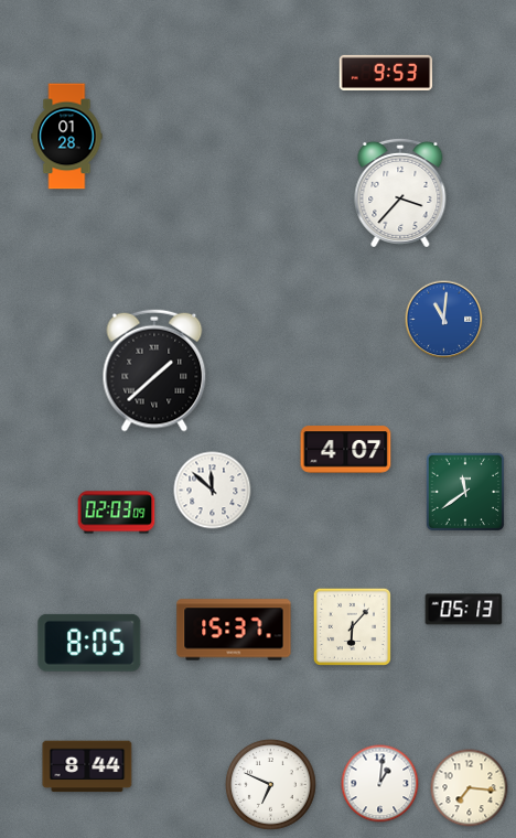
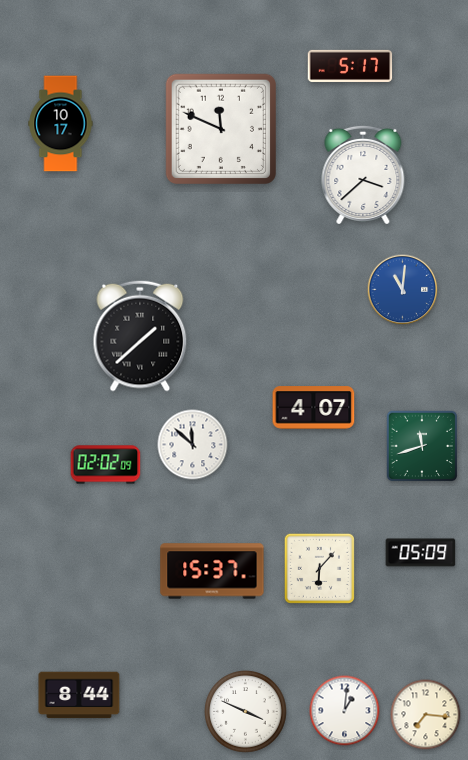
clock at (386, 73): 9:53 -> 5:17
clock at (67, 137): 01:28 -> 10:17
clock at (220, 128): none -> 11:49
clock at (400, 193): 3:37 -> 3:38
clock at (465, 492): 11:39 -> 11:42
clock at (117, 513): 02:03 -> 02:02
clock at (464, 610): 05:13 -> 05:09
clock at (89, 643): 8:05 -> none
clock at (271, 785): 6:49 -> 3:49
